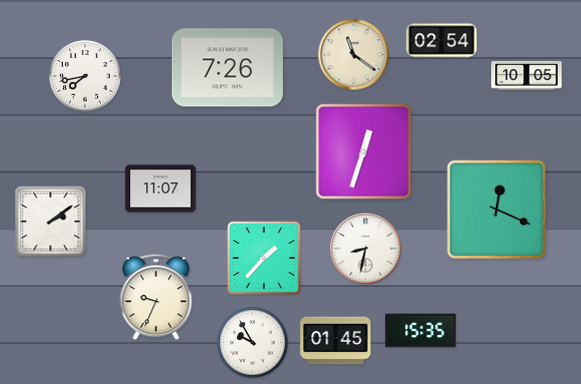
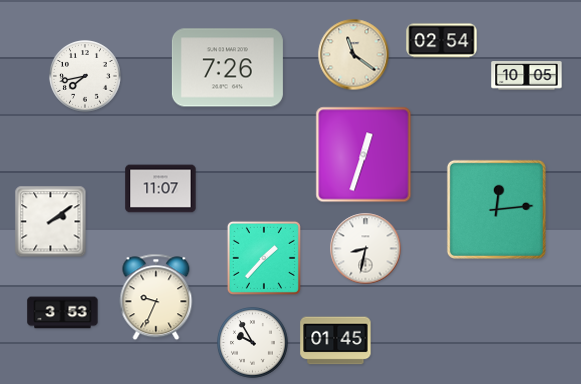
clock at (364, 152) position: (364, 152) -> (364, 155)
clock at (496, 209): 12:19 -> 12:14
clock at (63, 313): none -> 3:53
clock at (421, 331): 15:35 -> none
